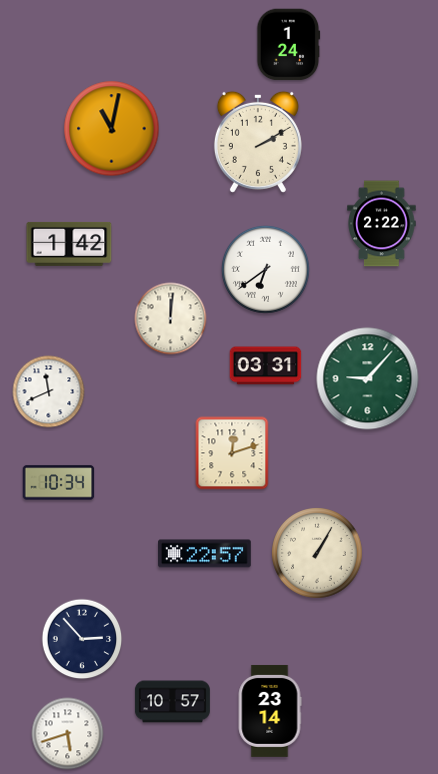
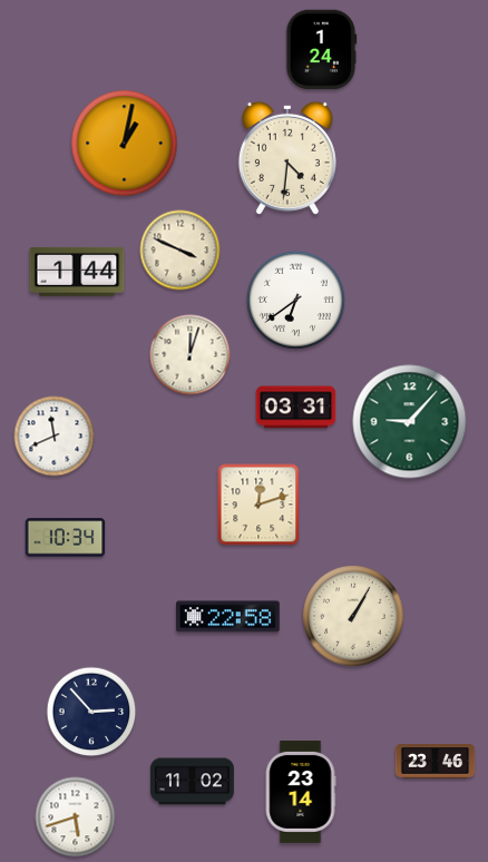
clock at (112, 129): 11:02 -> 1:02
clock at (258, 142): 2:10 -> 4:31
clock at (382, 224): 2:22 -> none
clock at (180, 251): none -> 3:49
clock at (69, 244): 1:42 -> 1:44
clock at (171, 319): 12:01 -> 12:03
clock at (205, 554): 22:57 -> 22:58
clock at (436, 762): none -> 23:46
clock at (172, 702): 10:57 -> 11:02
